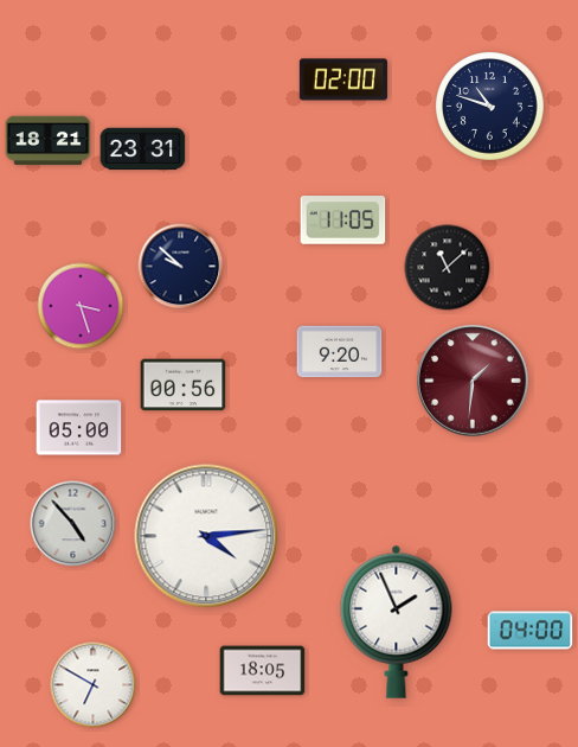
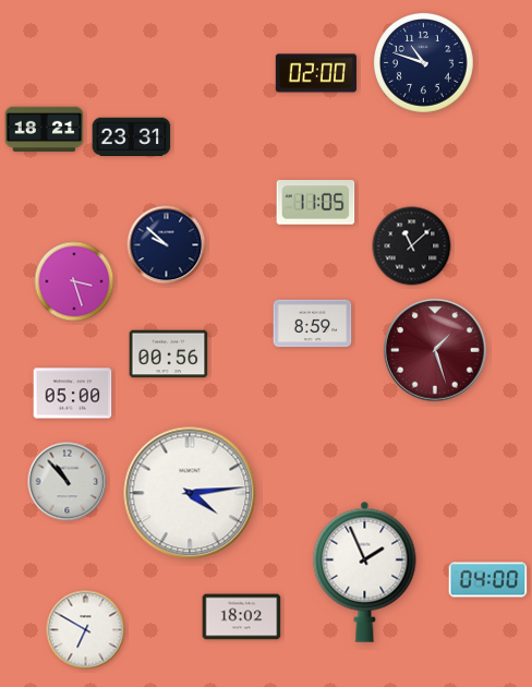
clock at (490, 107) position: (490, 107) -> (424, 63)
clock at (340, 352): 9:20 -> 8:59
clock at (473, 381): 1:31 -> 1:27
clock at (73, 524): 4:53 -> 10:53
clock at (263, 671): 18:05 -> 18:02
